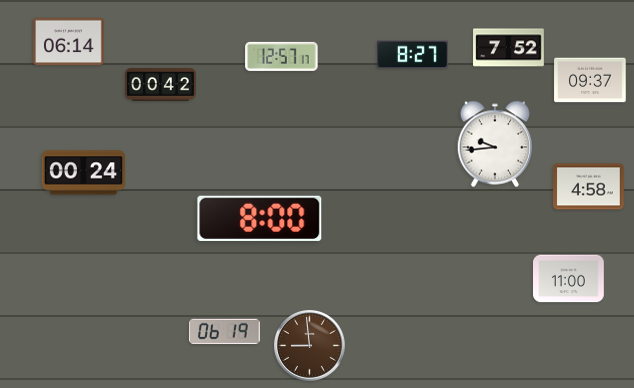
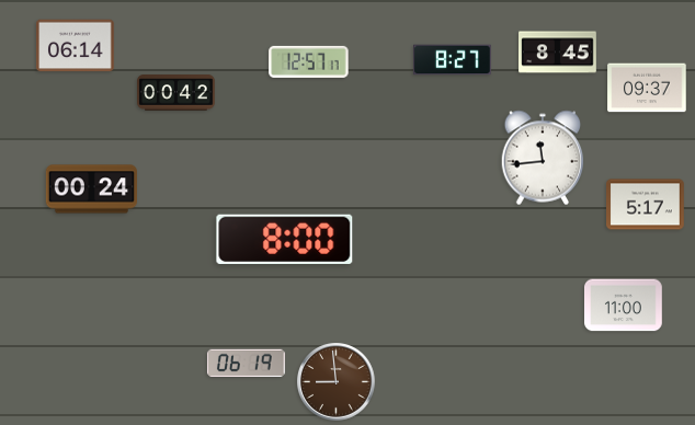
clock at (509, 48): 7:52 -> 8:45
clock at (495, 144): 9:44 -> 11:44
clock at (589, 187): 4:58 -> 5:17
clock at (310, 346) position: (310, 346) -> (337, 382)
